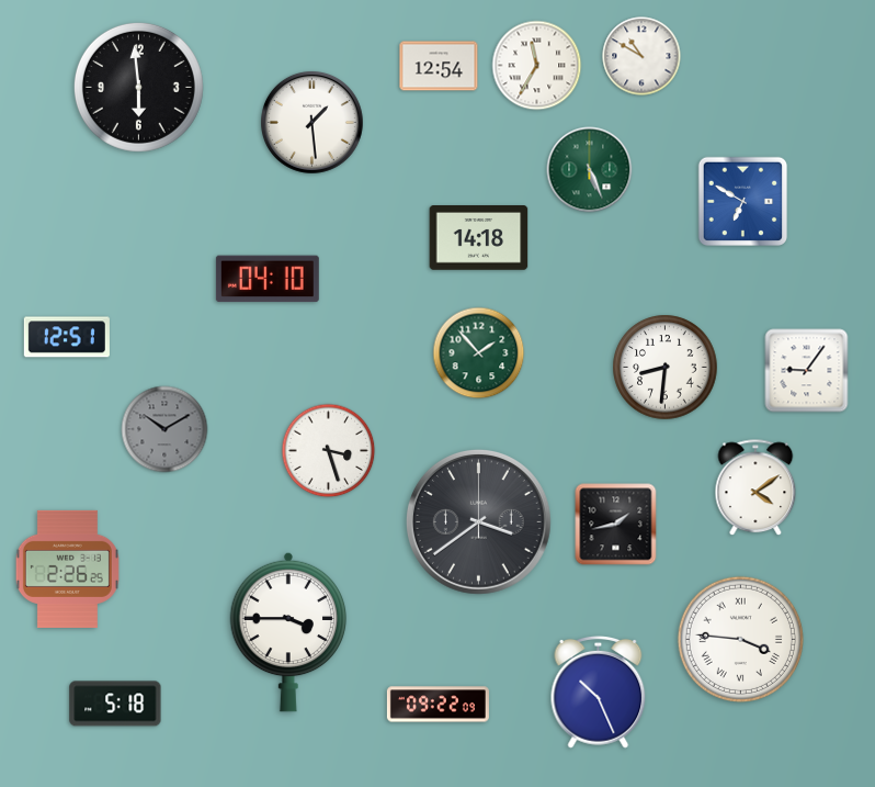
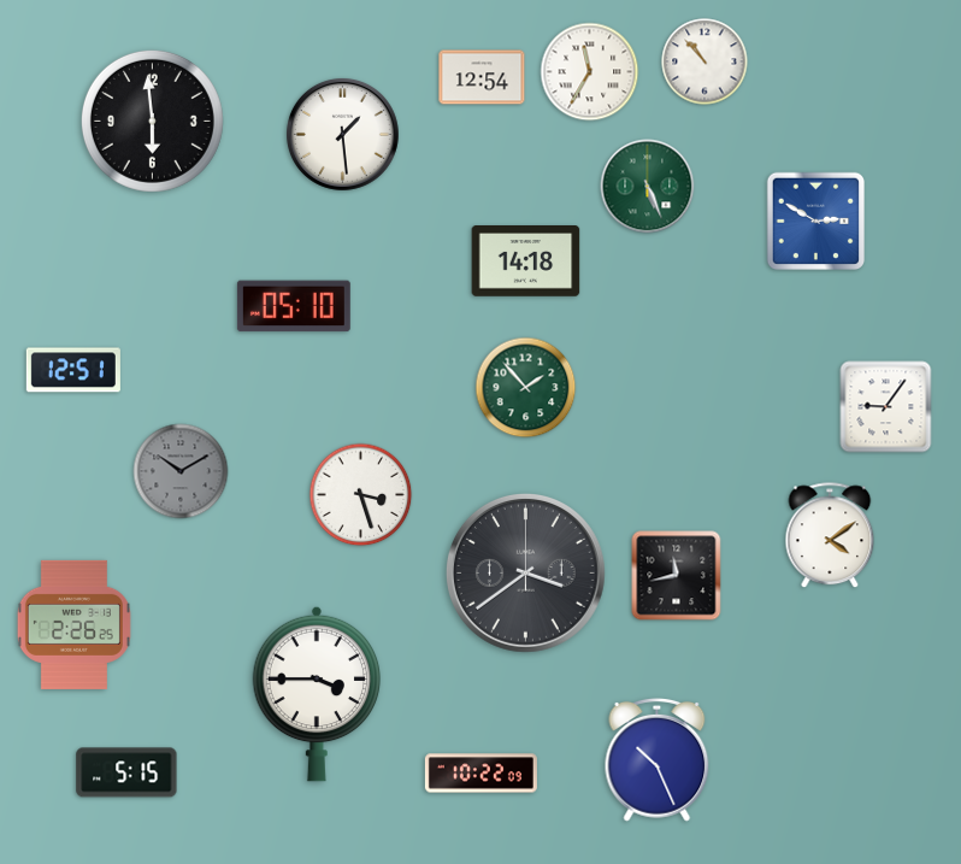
clock at (641, 56): 10:50 -> 10:53
clock at (439, 66) position: (439, 66) -> (482, 77)
clock at (138, 87) position: (138, 87) -> (152, 121)
clock at (743, 202): 6:50 -> 2:50
clock at (268, 279): 04:10 -> 05:10
clock at (666, 368): 8:31 -> none
clock at (616, 525): 1:43 -> 11:43
clock at (740, 639): 3:46 -> none
clock at (115, 704): 5:18 -> 5:15
clock at (438, 705): 09:22 -> 10:22
